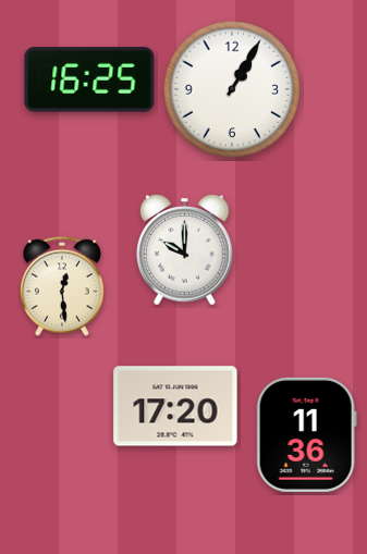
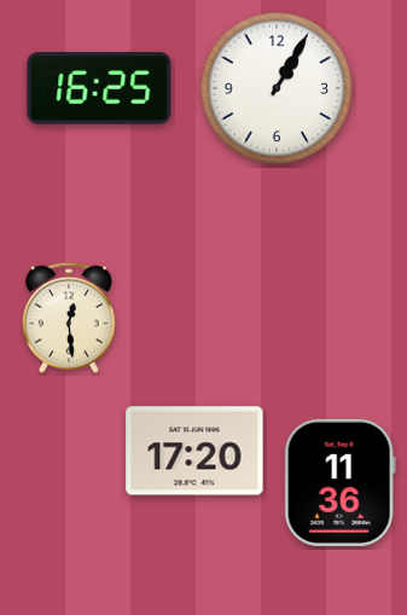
clock at (232, 89) position: (232, 89) -> (277, 88)
clock at (185, 250): 10:00 -> none
